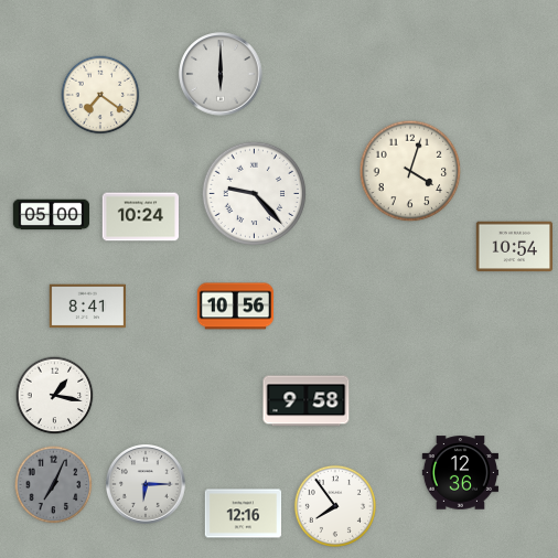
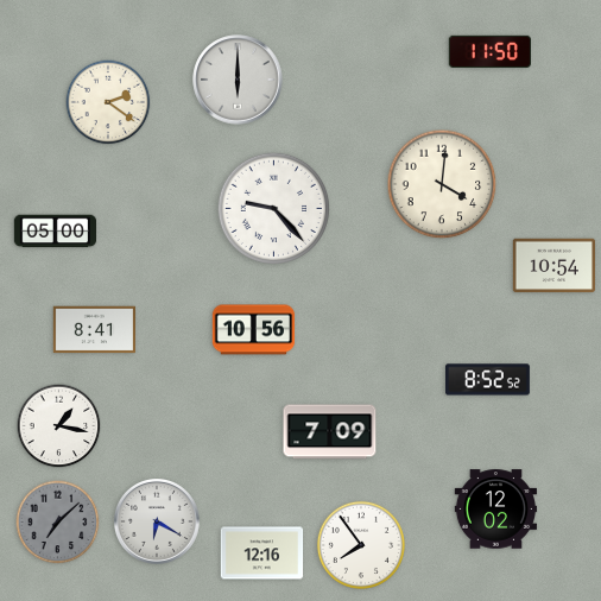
clock at (489, 51): none -> 11:50
clock at (100, 95): 7:21 -> 2:21
clock at (410, 171): 4:03 -> 4:01
clock at (141, 217): 10:24 -> none
clock at (487, 380): none -> 8:52
clock at (307, 401): 9:58 -> 7:09
clock at (461, 473): 12:36 -> 12:02
clock at (54, 485): 7:04 -> 7:08
clock at (147, 485): 6:15 -> 6:20
